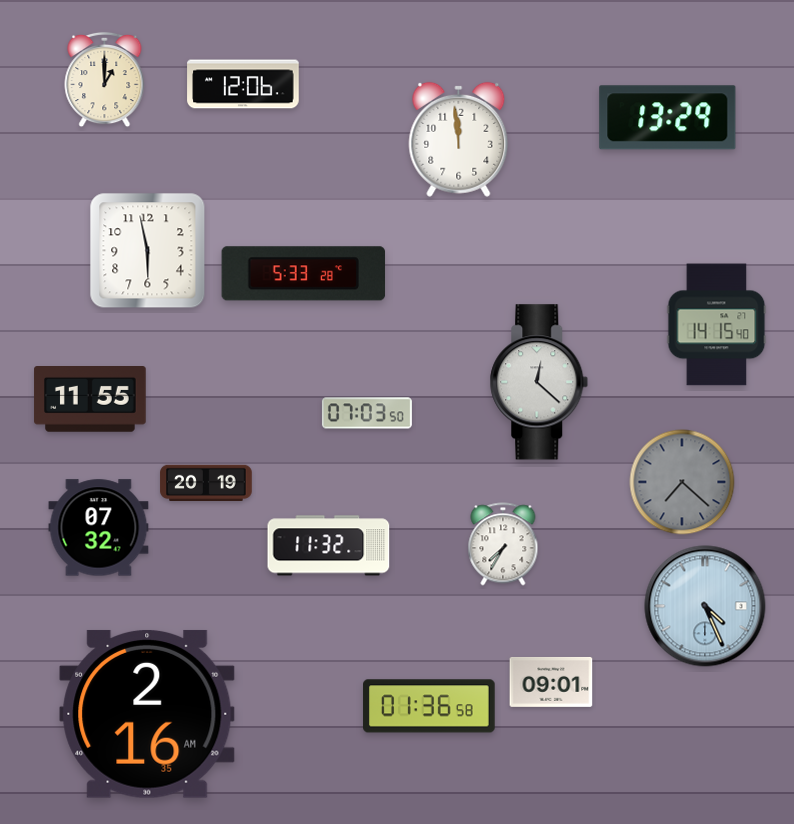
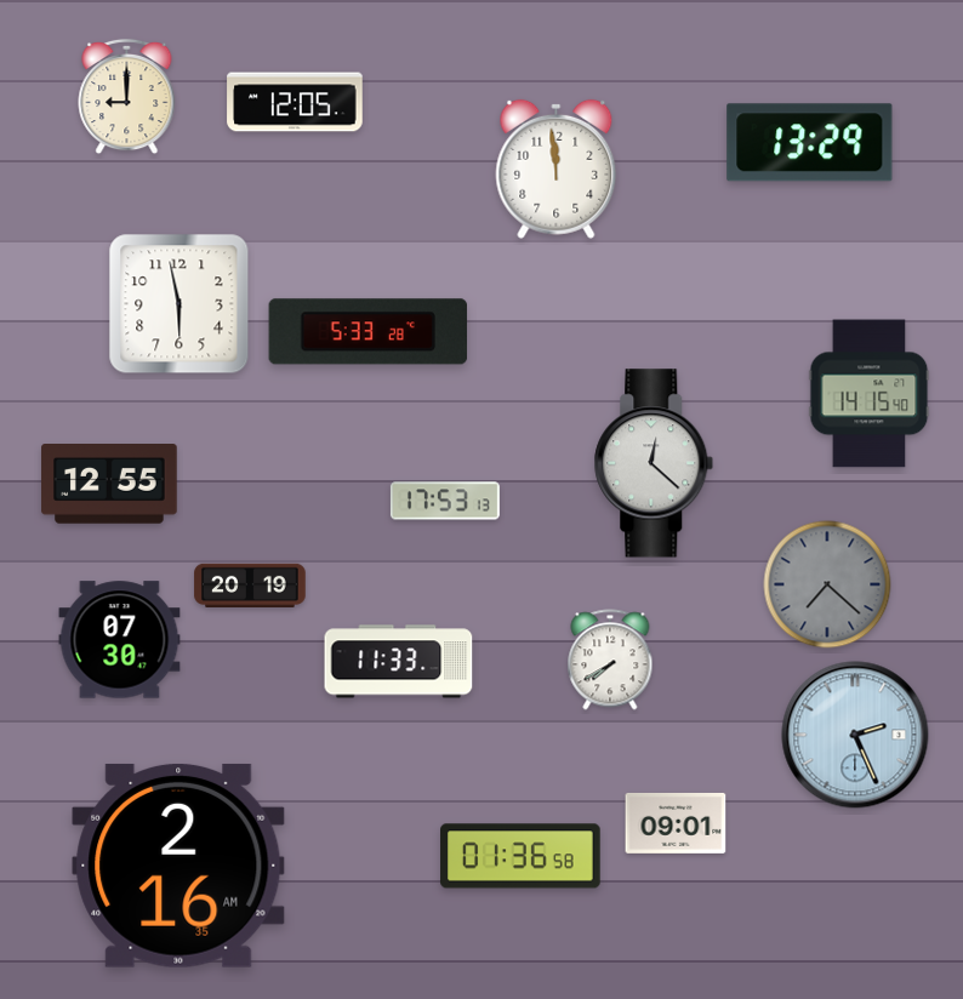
clock at (105, 80): 1:00 -> 9:00
clock at (243, 84): 12:06 -> 12:05
clock at (90, 399): 11:55 -> 12:55
clock at (367, 413): 07:03 -> 17:53
clock at (99, 528): 07:32 -> 07:30
clock at (503, 544): 7:35 -> 7:40
clock at (329, 546): 11:32 -> 11:33
clock at (705, 606): 4:26 -> 2:26
clock at (551, 682) position: (551, 682) -> (676, 823)
